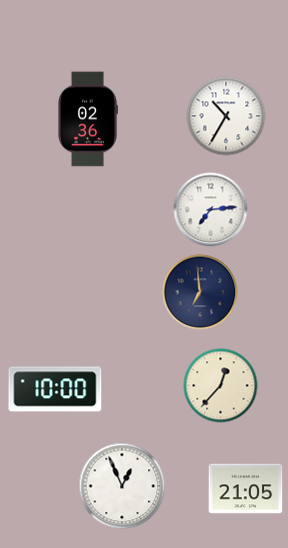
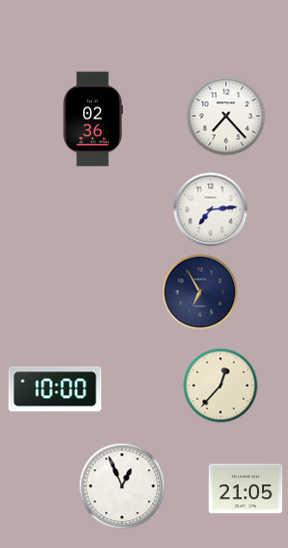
clock at (226, 116): 10:35 -> 7:23
clock at (88, 119) position: (88, 119) -> (93, 119)
clock at (200, 292): 6:59 -> 6:55
